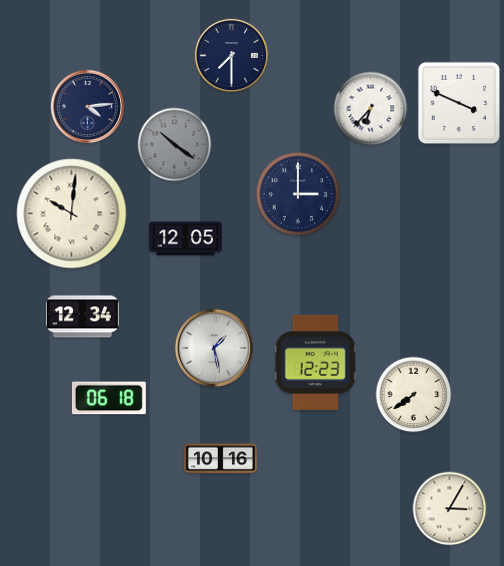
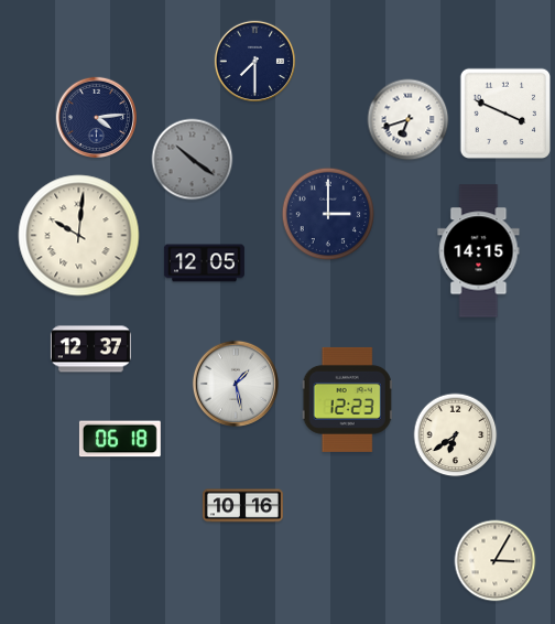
clock at (371, 109): 6:37 -> 6:42
clock at (479, 251): none -> 14:15
clock at (82, 317): 12:34 -> 12:37
clock at (414, 395): 7:39 -> 6:39
